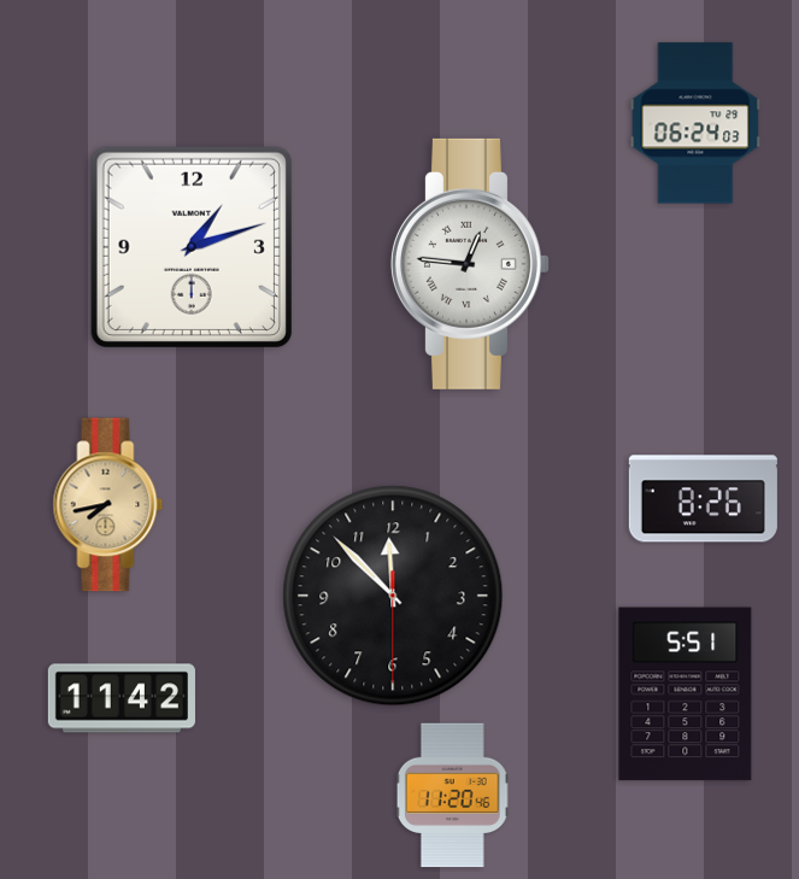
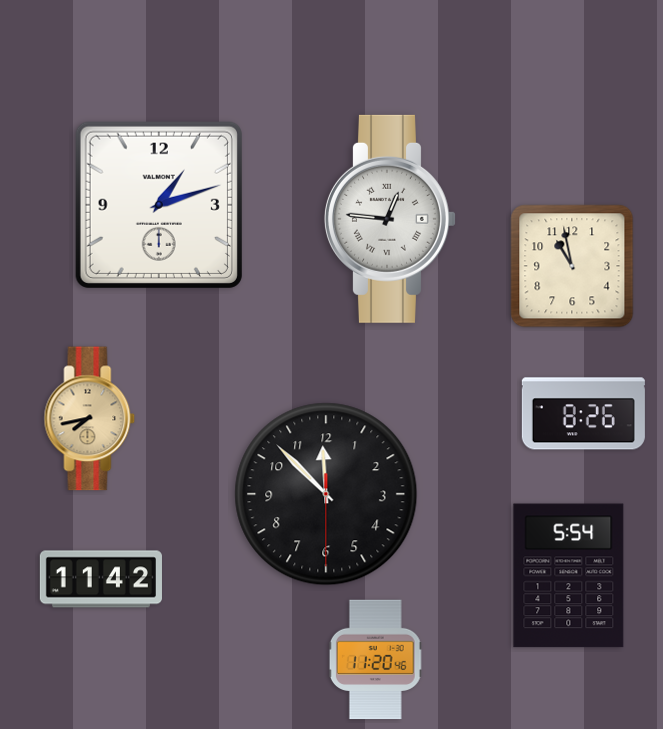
clock at (695, 123): 06:24 -> none
clock at (572, 266): none -> 10:58
clock at (686, 695): 5:51 -> 5:54
